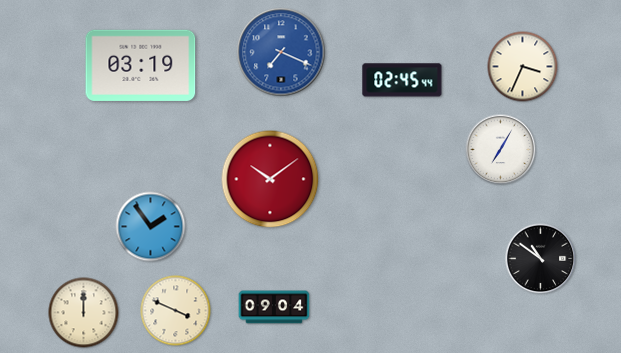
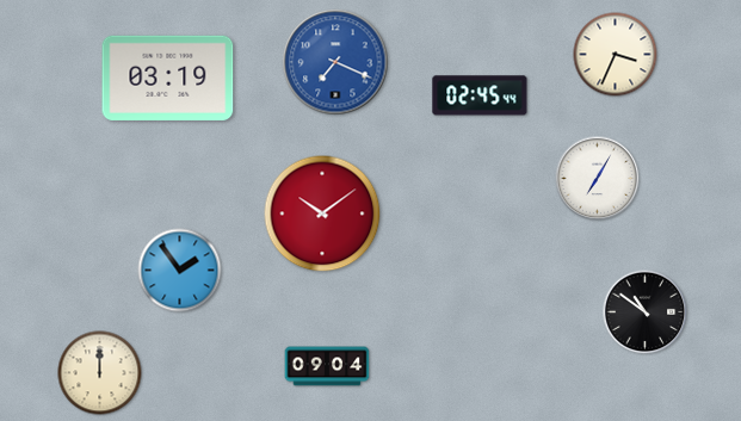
clock at (523, 67) position: (523, 67) -> (616, 55)
clock at (541, 259) position: (541, 259) -> (646, 312)
clock at (176, 311): 3:49 -> none
